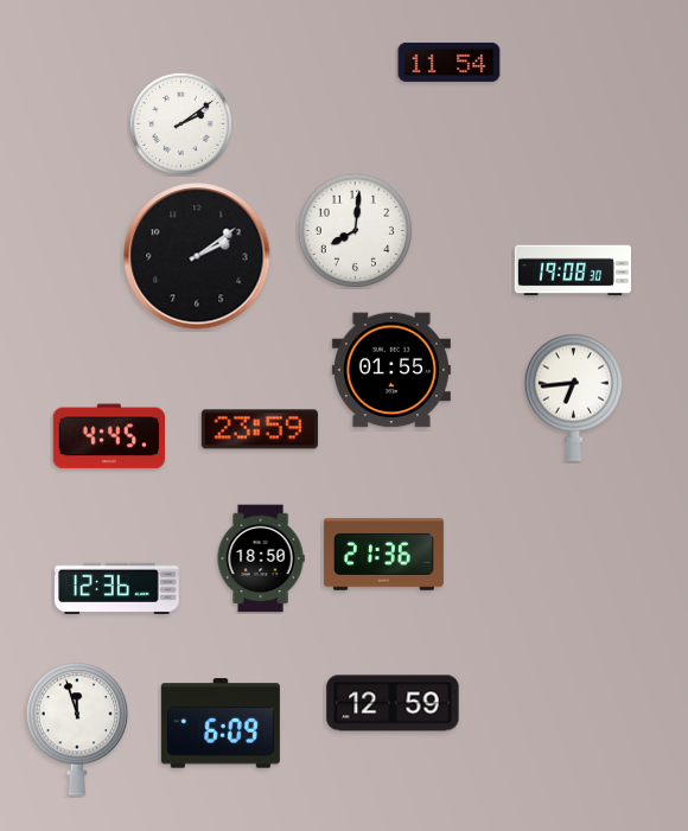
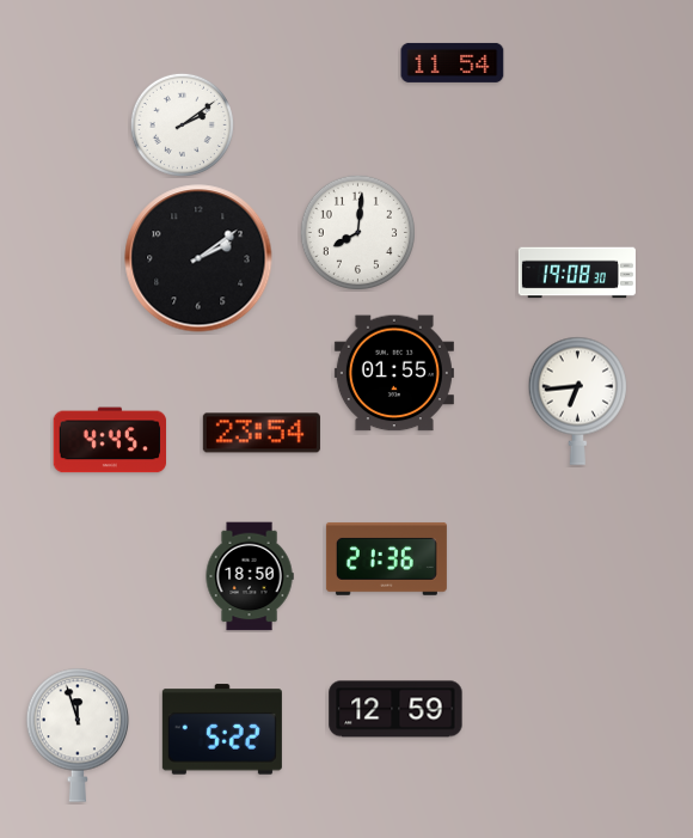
clock at (260, 429): 23:59 -> 23:54
clock at (261, 558) position: (261, 558) -> (250, 576)
clock at (117, 588): 12:36 -> none
clock at (221, 723): 6:09 -> 5:22
